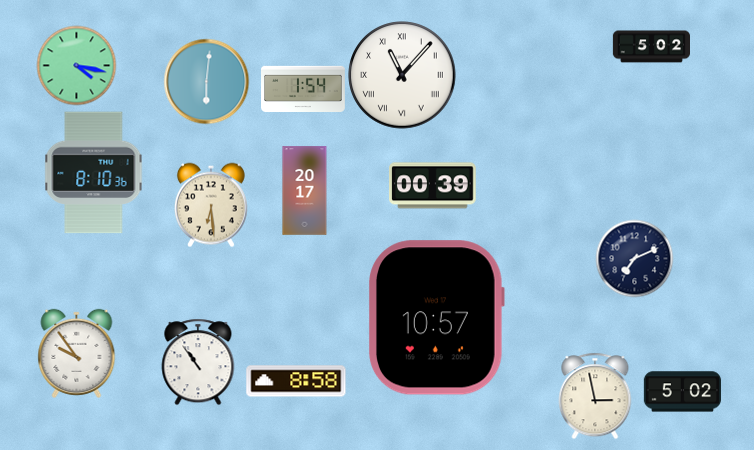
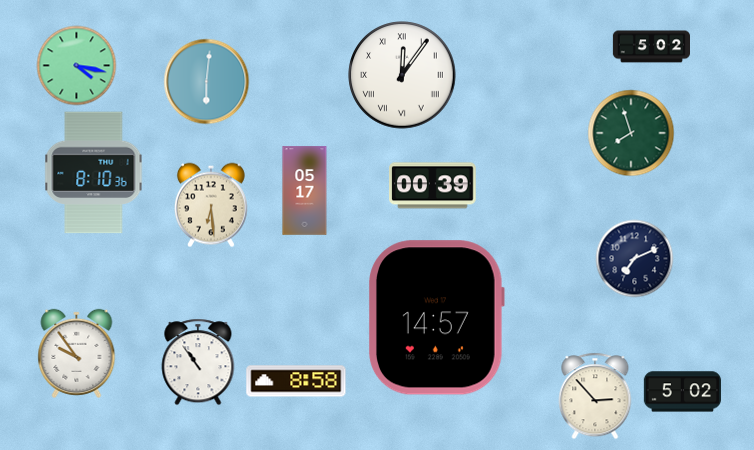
clock at (402, 75): 11:07 -> 12:06
clock at (304, 88): 1:54 -> none
clock at (631, 133): none -> 7:57
clock at (305, 191): 20:17 -> 05:17
clock at (437, 318): 10:57 -> 14:57
clock at (595, 396): 2:58 -> 2:53
